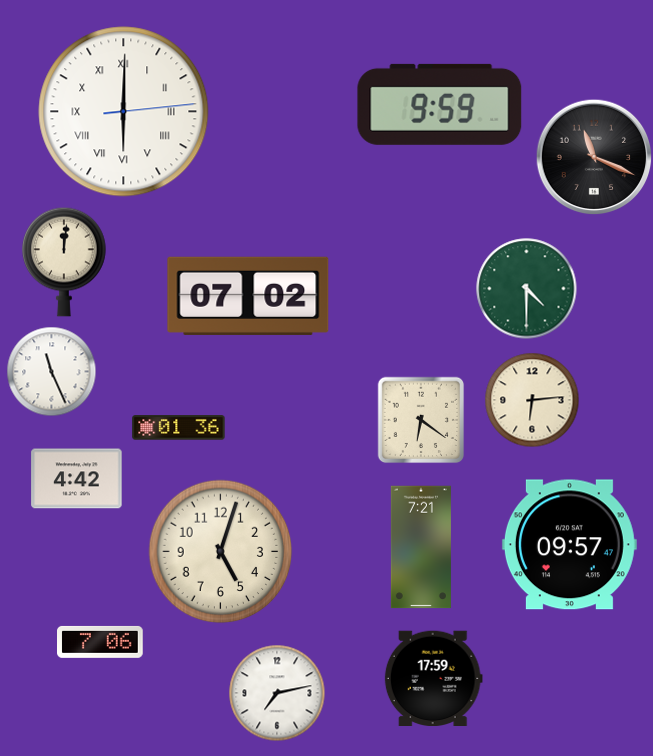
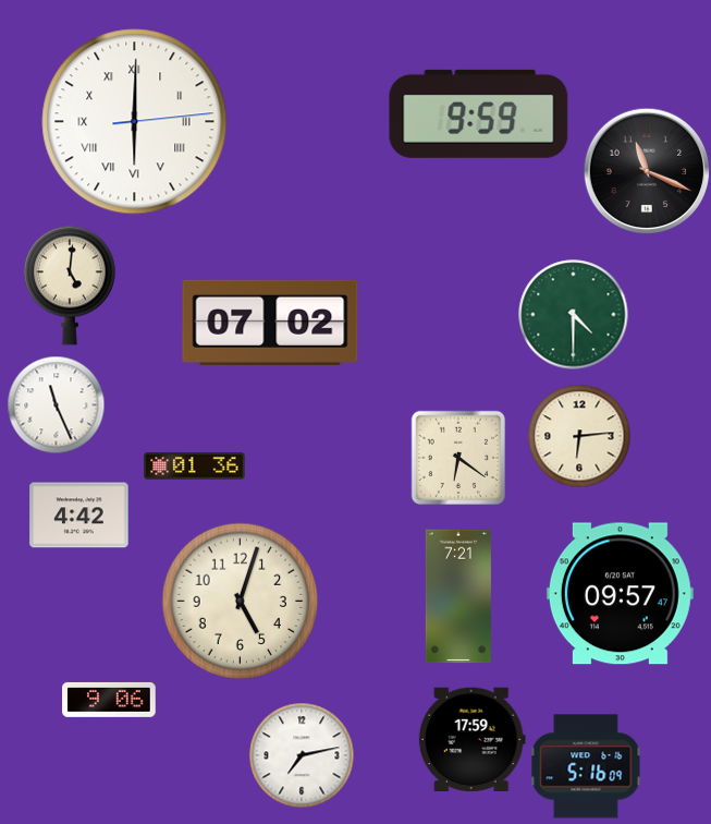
clock at (65, 262): 12:01 -> 5:01
clock at (77, 479) position: (77, 479) -> (79, 516)
clock at (101, 642): 7:06 -> 9:06
clock at (586, 766): none -> 5:16
